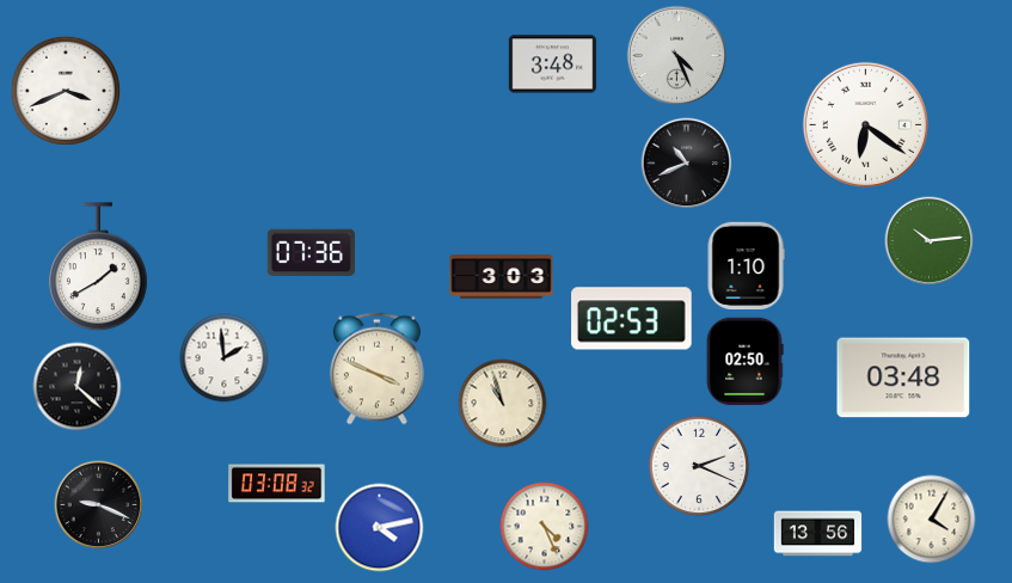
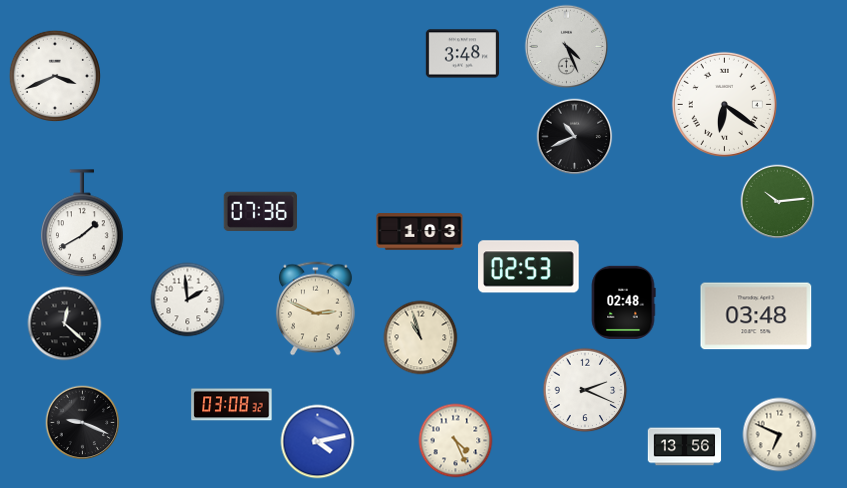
clock at (746, 266): 1:10 -> none
clock at (502, 277): 3:03 -> 1:03
clock at (744, 361): 02:50 -> 02:48
clock at (376, 369): 3:49 -> 2:49
clock at (932, 520): 4:05 -> 6:49
